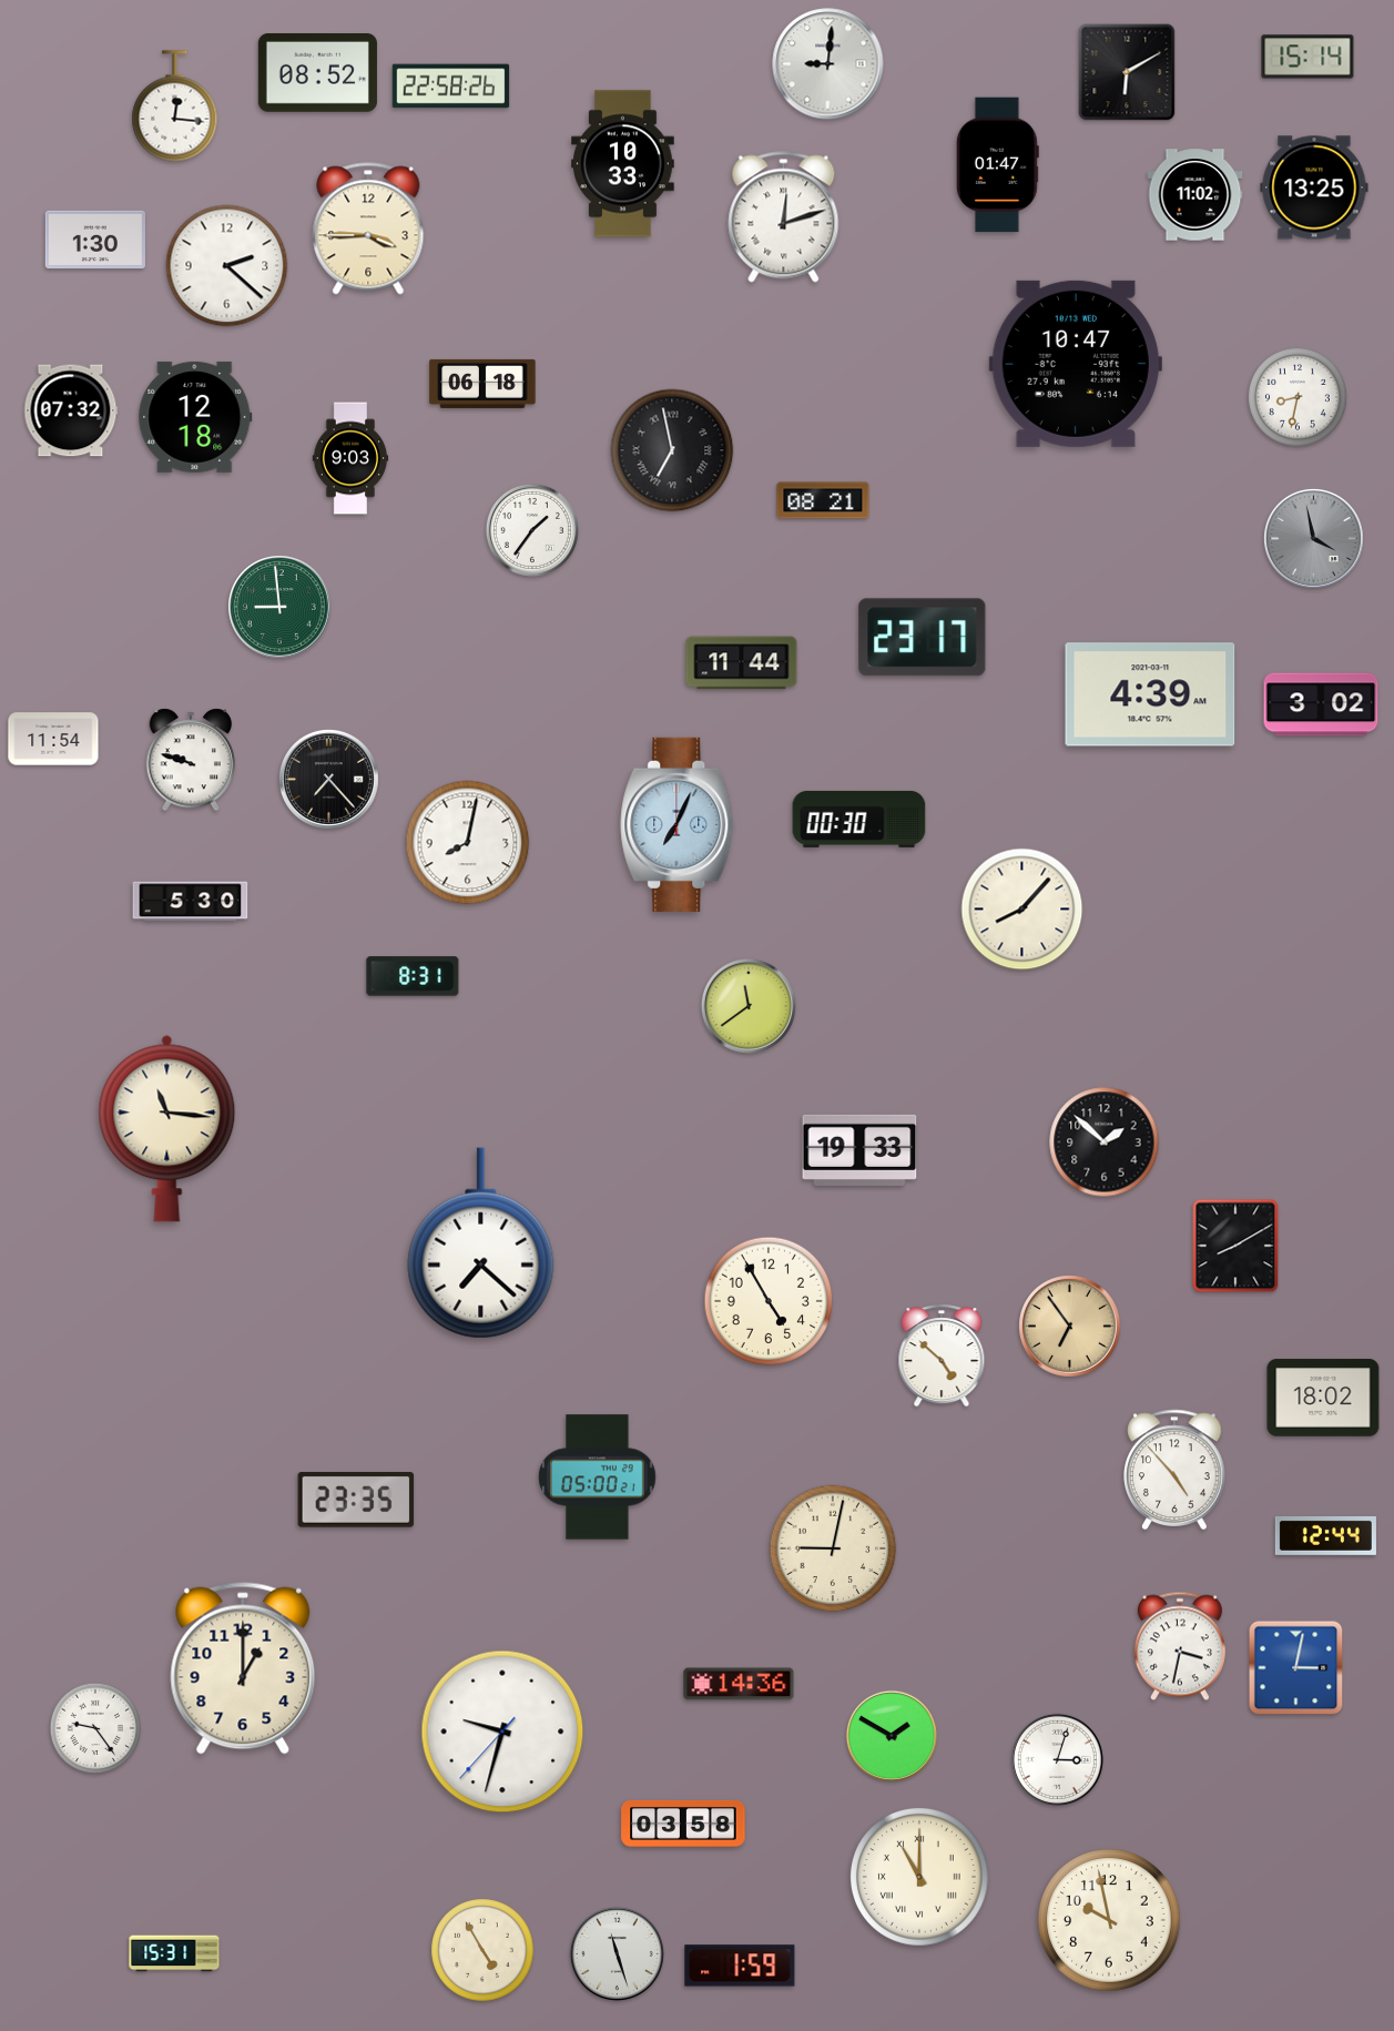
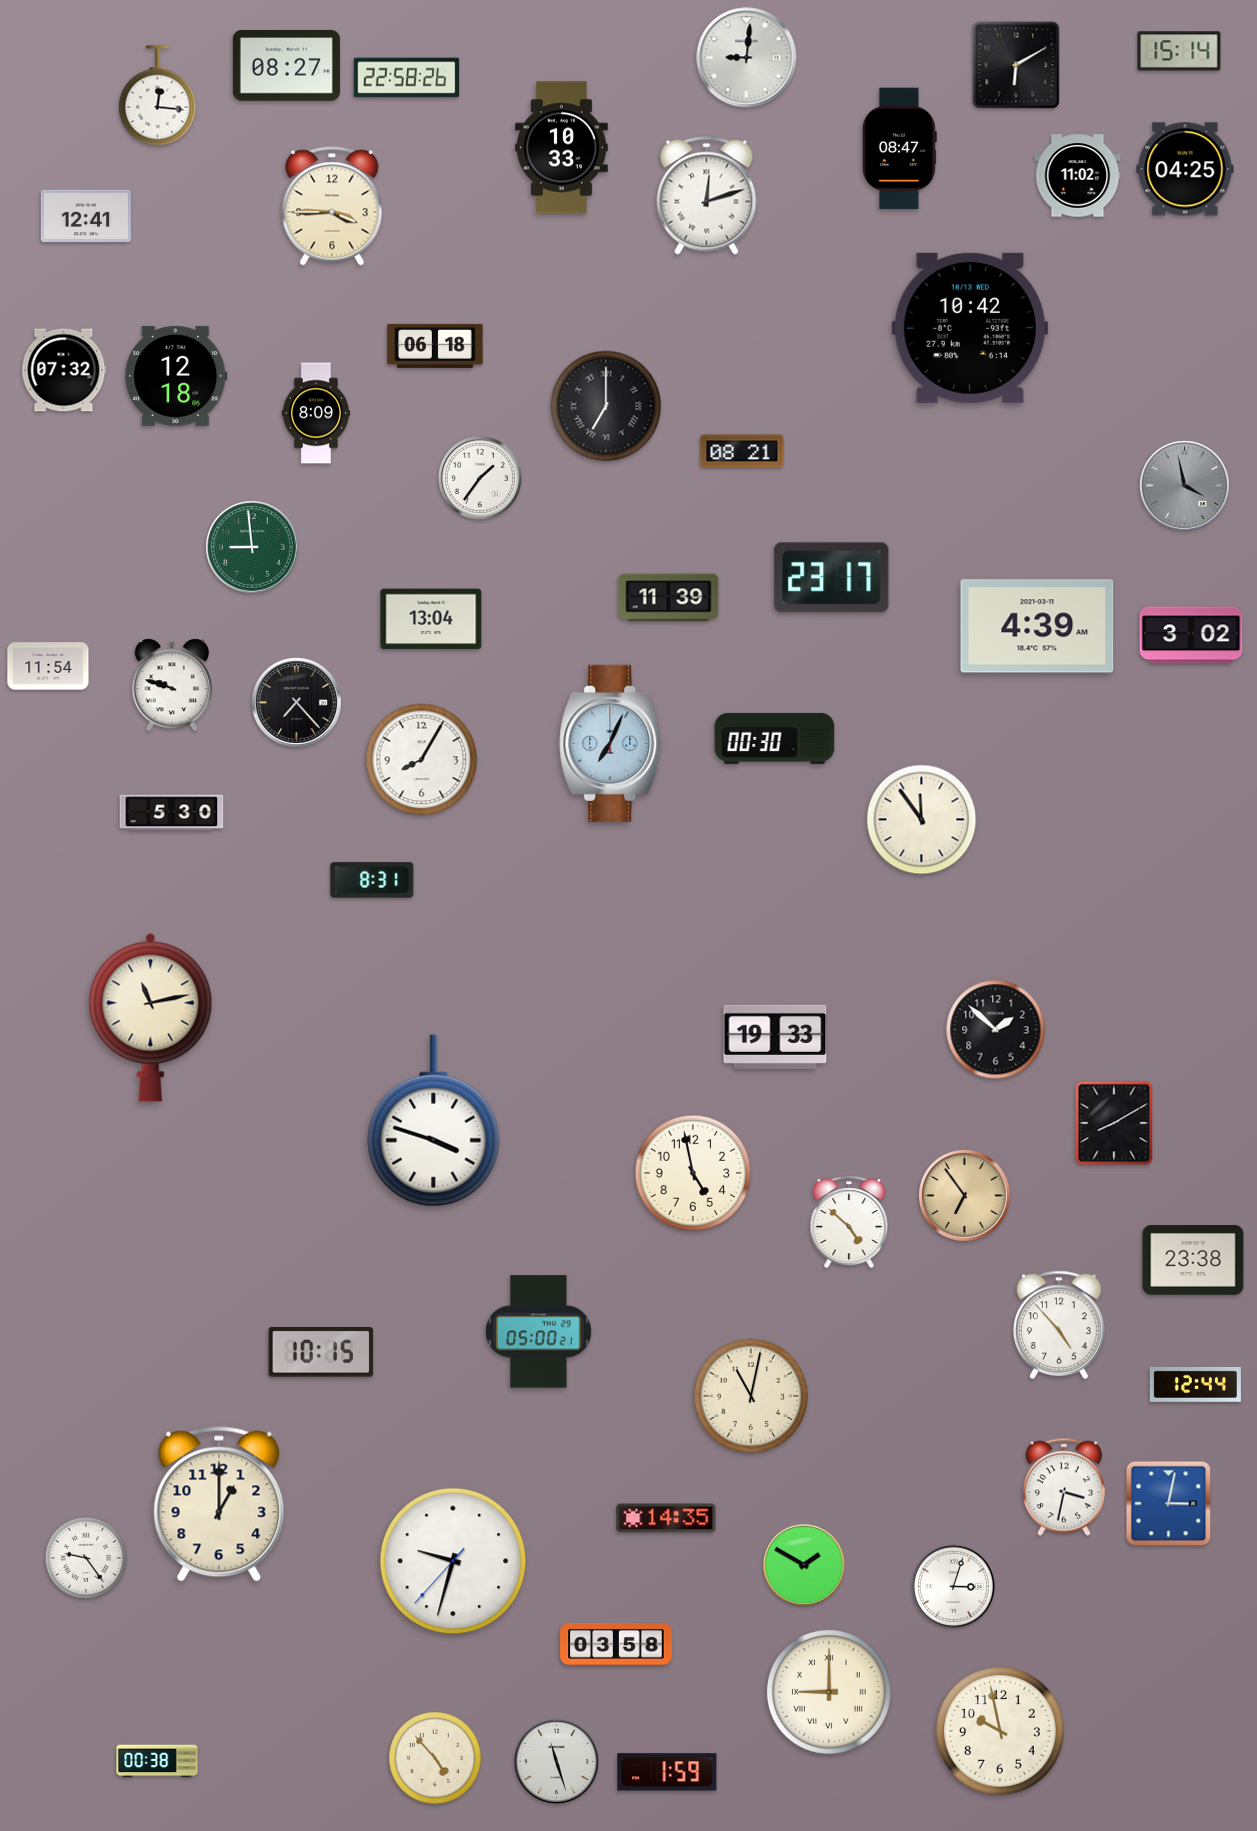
clock at (317, 73): 08:52 -> 08:27
clock at (997, 165): 01:47 -> 08:47
clock at (1314, 187): 13:25 -> 04:25
clock at (95, 240): 1:30 -> 12:41
clock at (227, 266): 2:22 -> none
clock at (1076, 364): 10:47 -> 10:42
clock at (1298, 397): 8:32 -> none
clock at (672, 450): 6:58 -> 7:00
clock at (350, 458): 9:03 -> 8:09
clock at (923, 638) position: (923, 638) -> (832, 578)
clock at (742, 663): 11:44 -> 11:39
clock at (431, 619): none -> 13:04
clock at (468, 843): 8:02 -> 8:05
clock at (1022, 910): 8:07 -> 11:54
clock at (749, 1006): 11:39 -> none
clock at (167, 1128): 11:16 -> 11:13
clock at (481, 1243): 7:22 -> 3:48
clock at (769, 1301): 4:55 -> 4:58
clock at (1323, 1398): 18:02 -> 23:38
clock at (356, 1501): 23:35 -> 10:15
clock at (833, 1548): 9:02 -> 11:02
clock at (1180, 1646) position: (1180, 1646) -> (1064, 1487)
clock at (739, 1684): 14:36 -> 14:35
clock at (919, 1877): 11:00 -> 9:00
clock at (482, 1950): 4:55 -> 4:53
clock at (174, 1953): 15:31 -> 00:38
